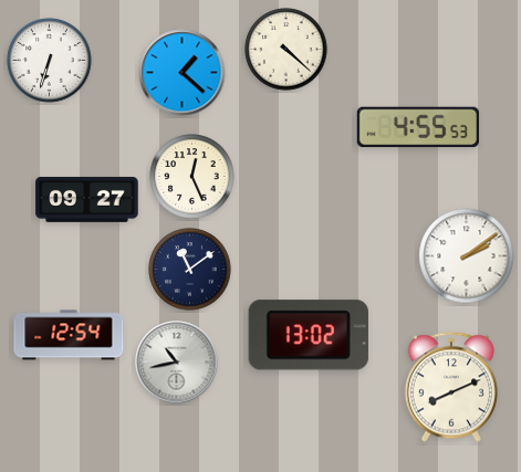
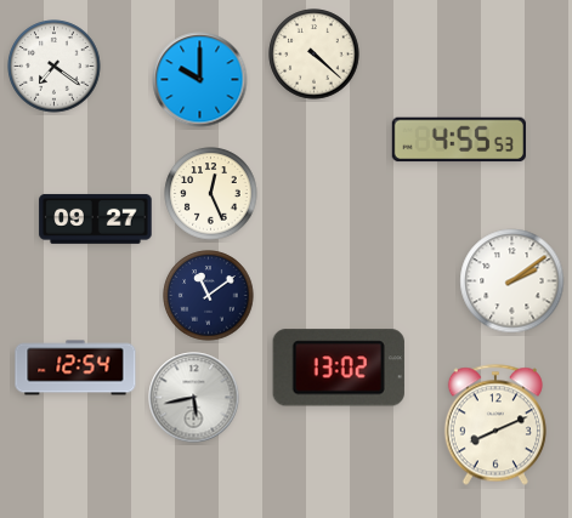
clock at (50, 61): 6:33 -> 7:21
clock at (183, 73): 1:22 -> 10:00
clock at (177, 363): 10:43 -> 5:43
